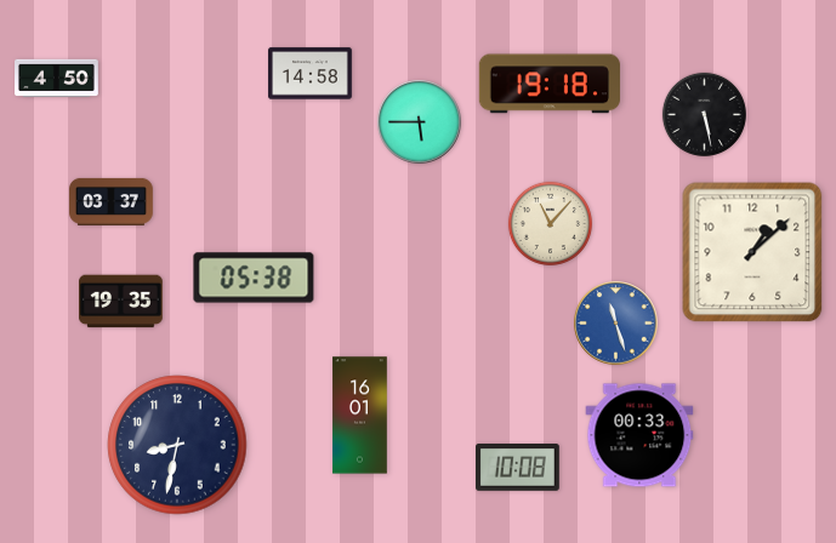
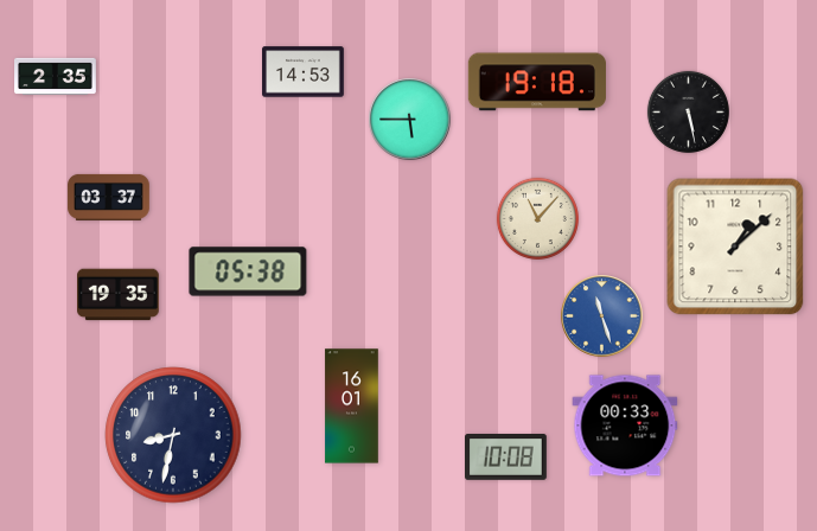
clock at (311, 74): 14:58 -> 14:53
clock at (57, 78): 4:50 -> 2:35
